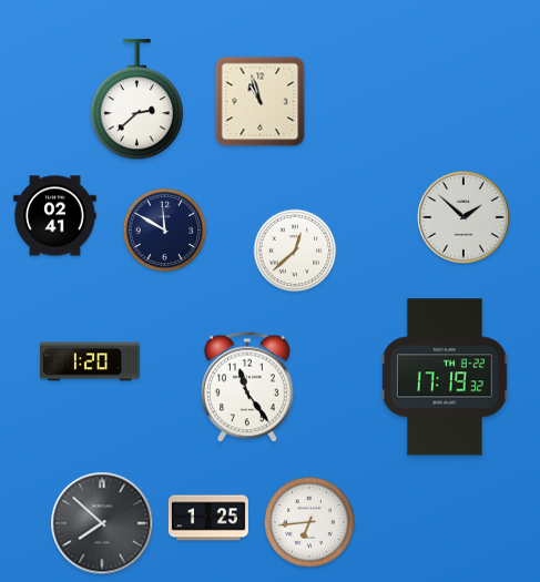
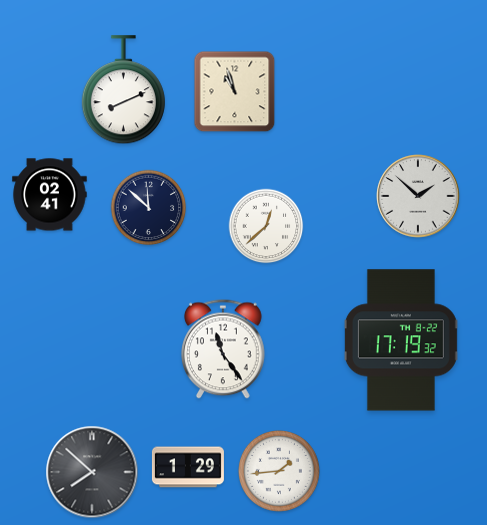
clock at (136, 100): 2:38 -> 8:11
clock at (165, 231): 11:50 -> 11:52
clock at (90, 361): 1:20 -> none
clock at (208, 518): 1:25 -> 1:29
clock at (309, 522): 6:44 -> 1:44
